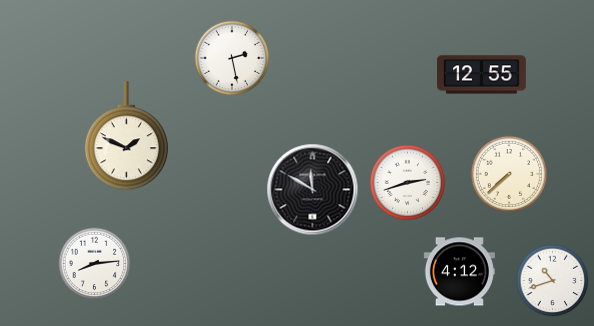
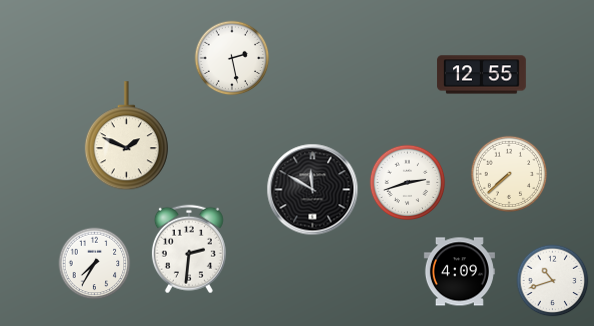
clock at (189, 249): none -> 2:31
clock at (95, 264): 8:14 -> 7:35
clock at (459, 272): 4:12 -> 4:09
